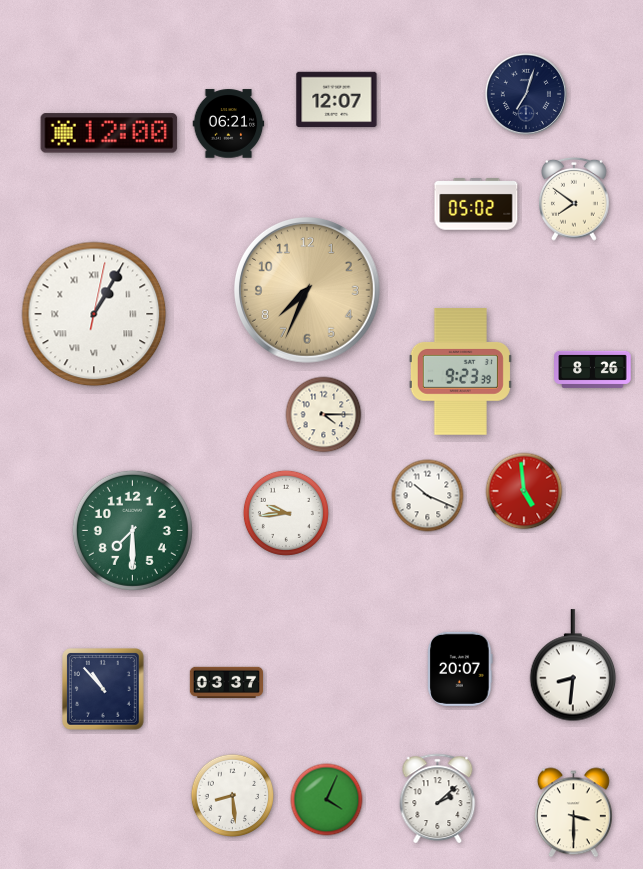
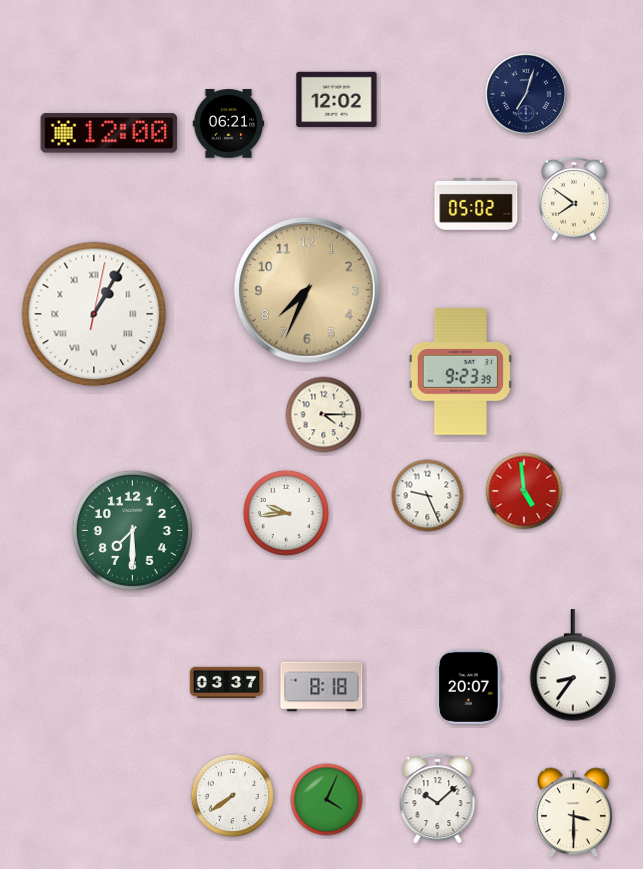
clock at (337, 100): 12:07 -> 12:02
clock at (593, 369): 8:26 -> none
clock at (428, 496): 10:19 -> 9:26
clock at (573, 666): 8:31 -> 8:36
clock at (460, 669) position: (460, 669) -> (469, 687)
clock at (322, 687): none -> 8:18
clock at (103, 689): 10:53 -> none
clock at (232, 795): 8:29 -> 7:39
clock at (438, 798): 2:08 -> 10:08
